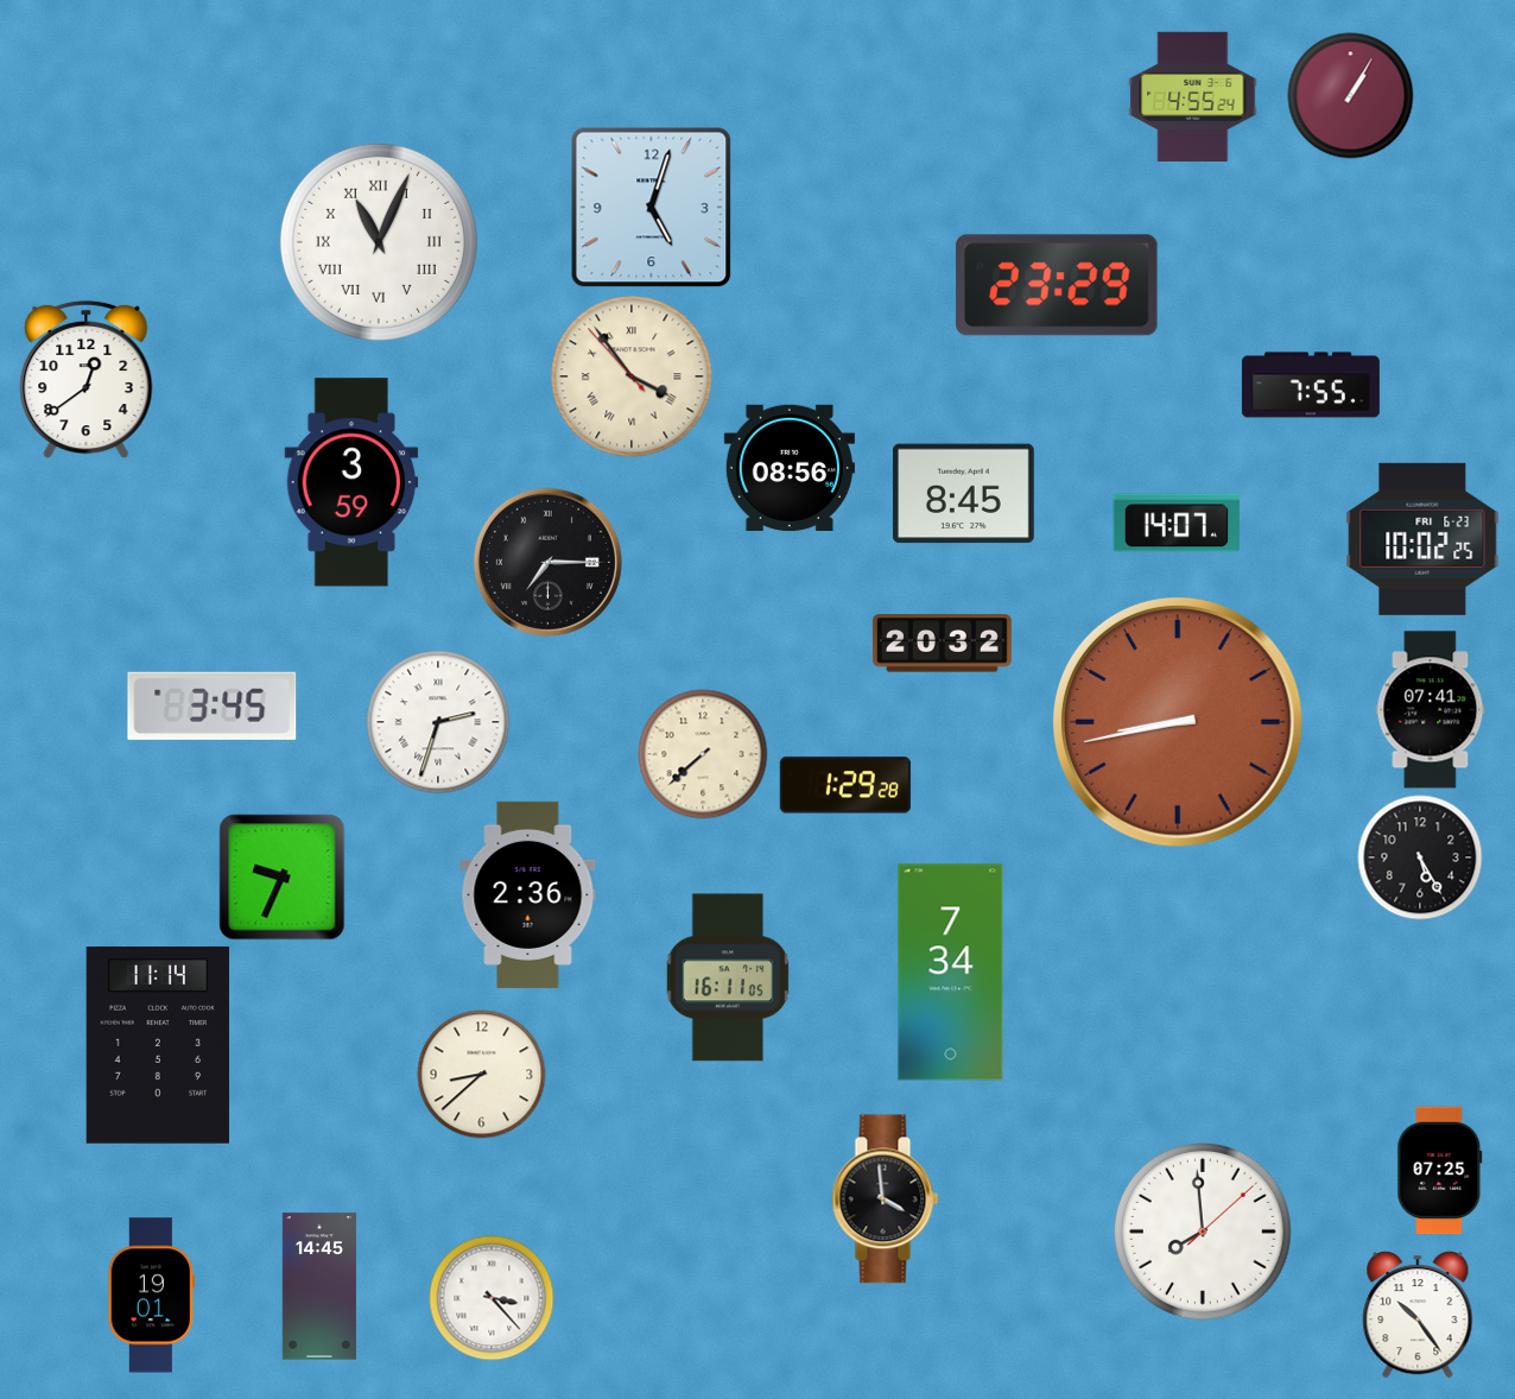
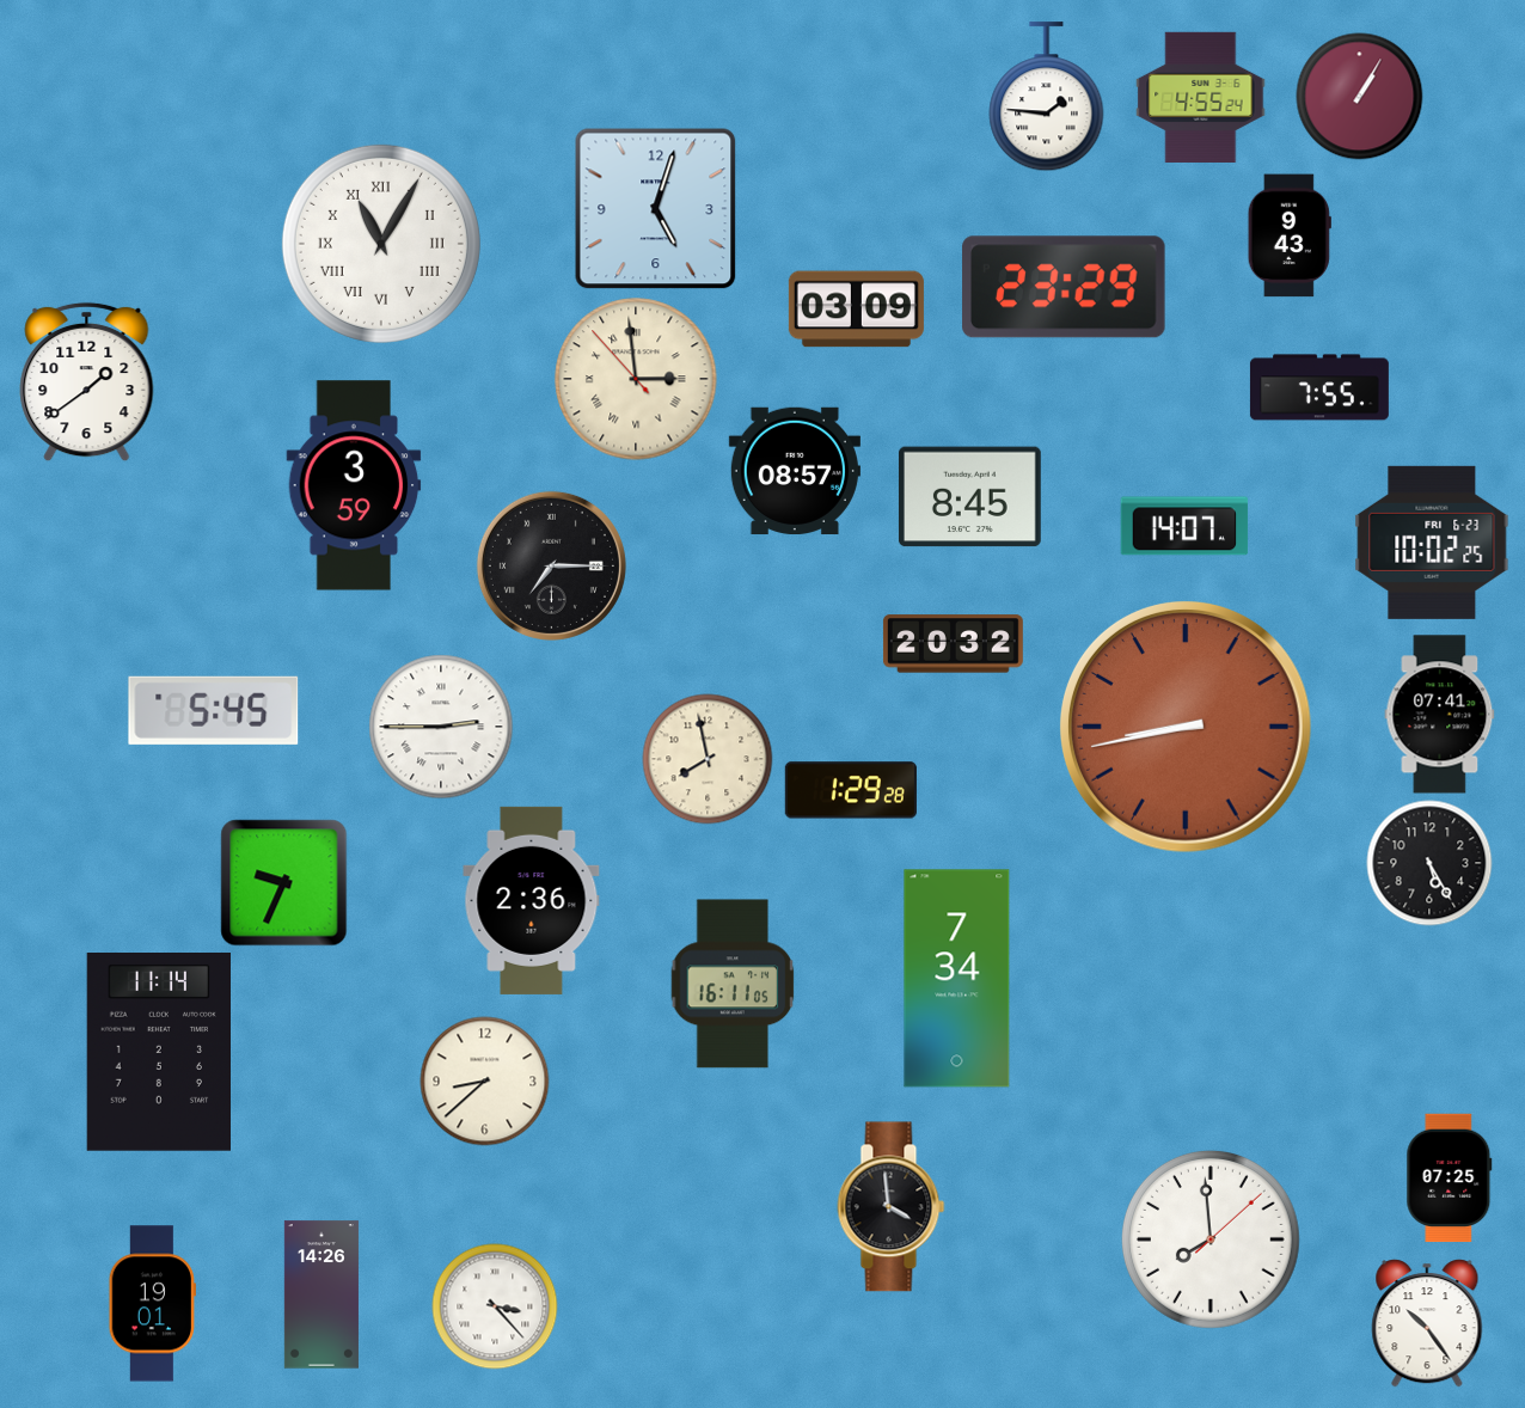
clock at (1047, 97): none -> 1:46
clock at (1290, 235): none -> 9:43
clock at (379, 242): 11:04 -> 11:05
clock at (856, 310): none -> 03:09
clock at (632, 376): 3:53 -> 2:58
clock at (87, 380): 12:39 -> 1:39
clock at (790, 467): 08:56 -> 08:57
clock at (942, 644) position: (942, 644) -> (953, 644)
clock at (213, 705): 3:45 -> 5:45
clock at (438, 722): 2:33 -> 2:45
clock at (703, 754): 7:38 -> 7:58
clock at (319, 1286): 14:45 -> 14:26
